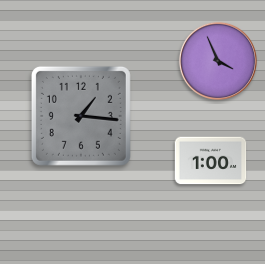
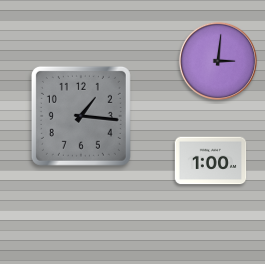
clock at (218, 61): 3:56 -> 3:01
